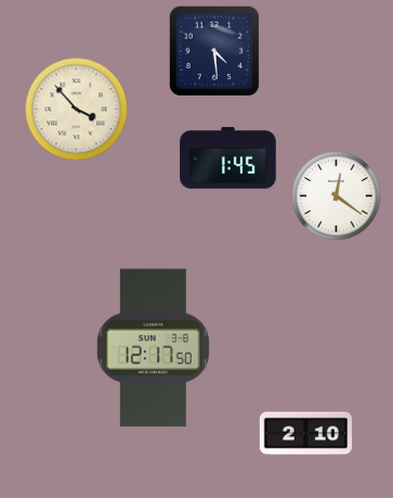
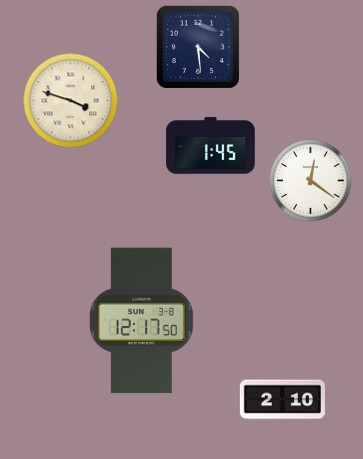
clock at (77, 110): 3:53 -> 3:48
